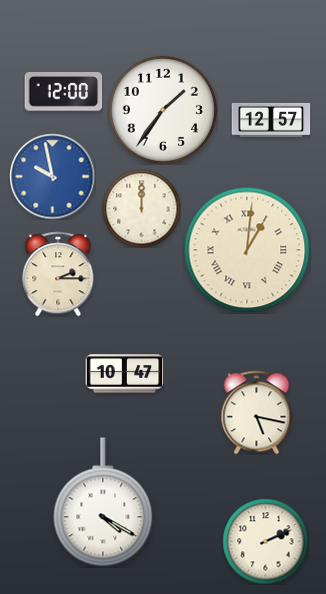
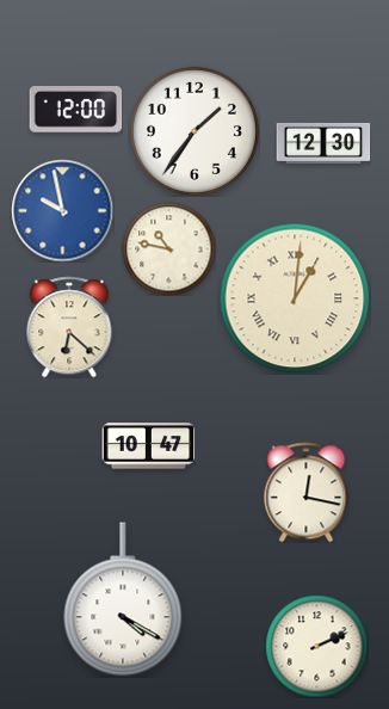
clock at (271, 120): 12:57 -> 12:30
clock at (141, 208): 12:00 -> 10:47
clock at (58, 274): 2:15 -> 6:22
clock at (257, 412): 5:17 -> 12:17
